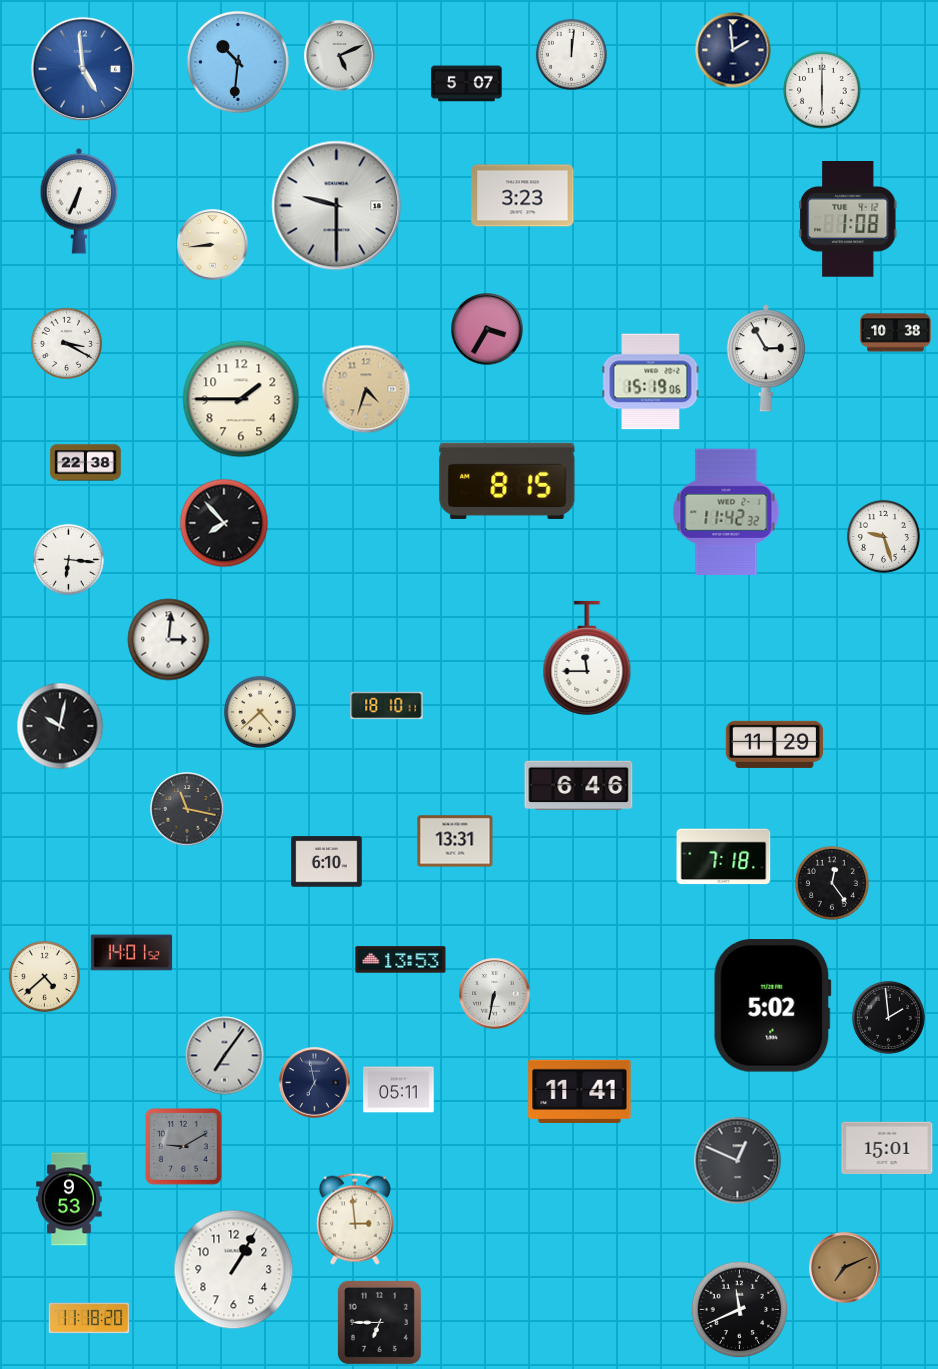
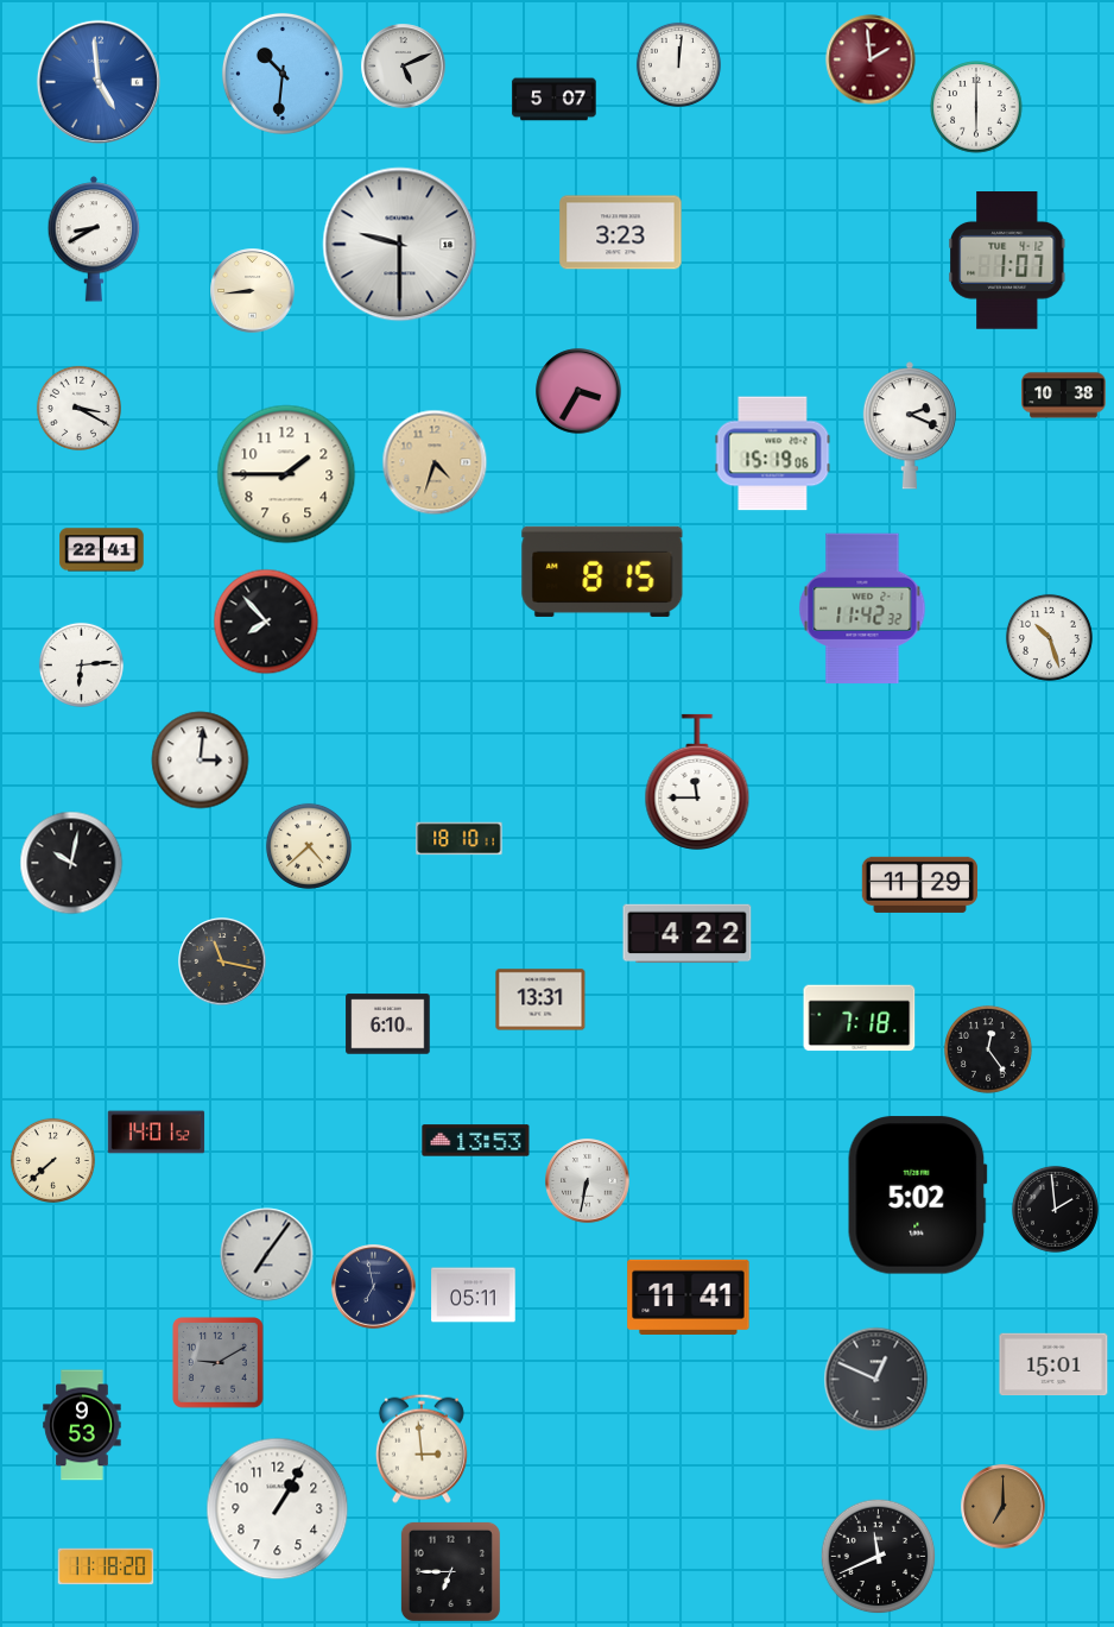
clock at (733, 50) dial: navy -> burgundy
clock at (79, 201): 6:34 -> 8:40
clock at (849, 220): 1:08 -> 1:07
clock at (766, 358): 2:55 -> 2:19
clock at (86, 463): 22:38 -> 22:41
clock at (883, 536): 9:27 -> 10:27
clock at (68, 559): 6:16 -> 6:14
clock at (579, 786): 6:46 -> 4:22
clock at (44, 976): 4:38 -> 7:38
clock at (845, 1268): 7:11 -> 7:00
